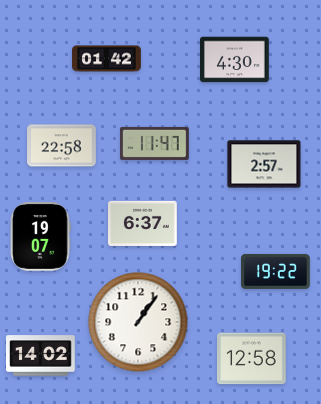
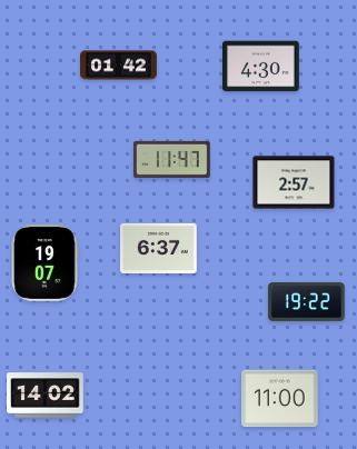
clock at (62, 146): 22:58 -> none
clock at (138, 322): 1:06 -> none
clock at (252, 359): 12:58 -> 11:00
